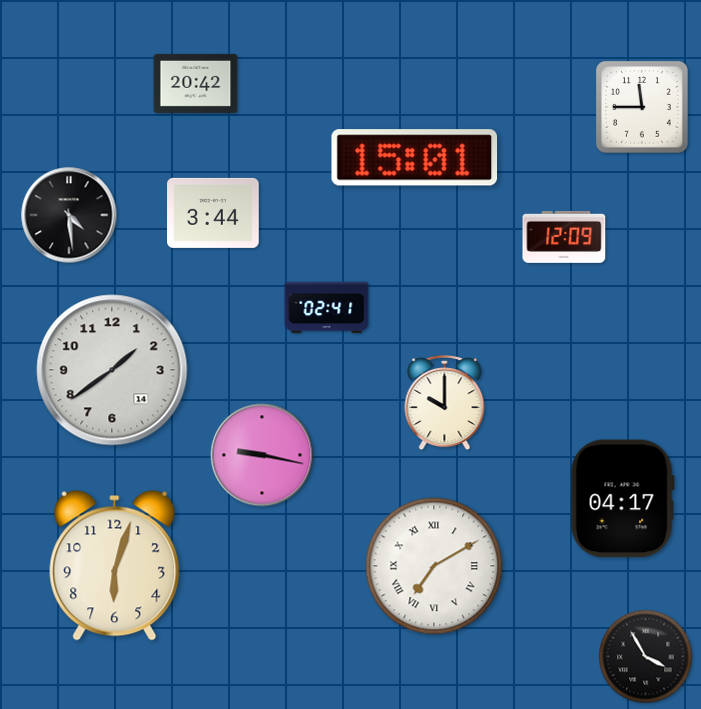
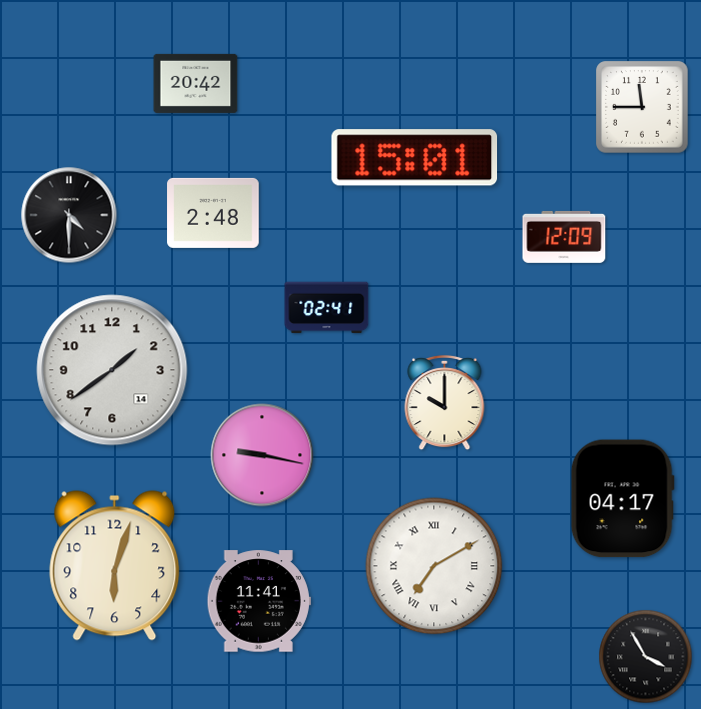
clock at (213, 213): 3:44 -> 2:48
clock at (69, 215): 4:29 -> 4:30
clock at (259, 601): none -> 11:41
